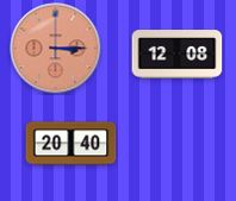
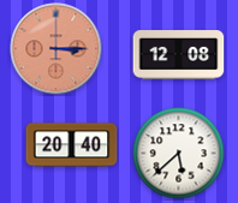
clock at (179, 154): none -> 5:38
